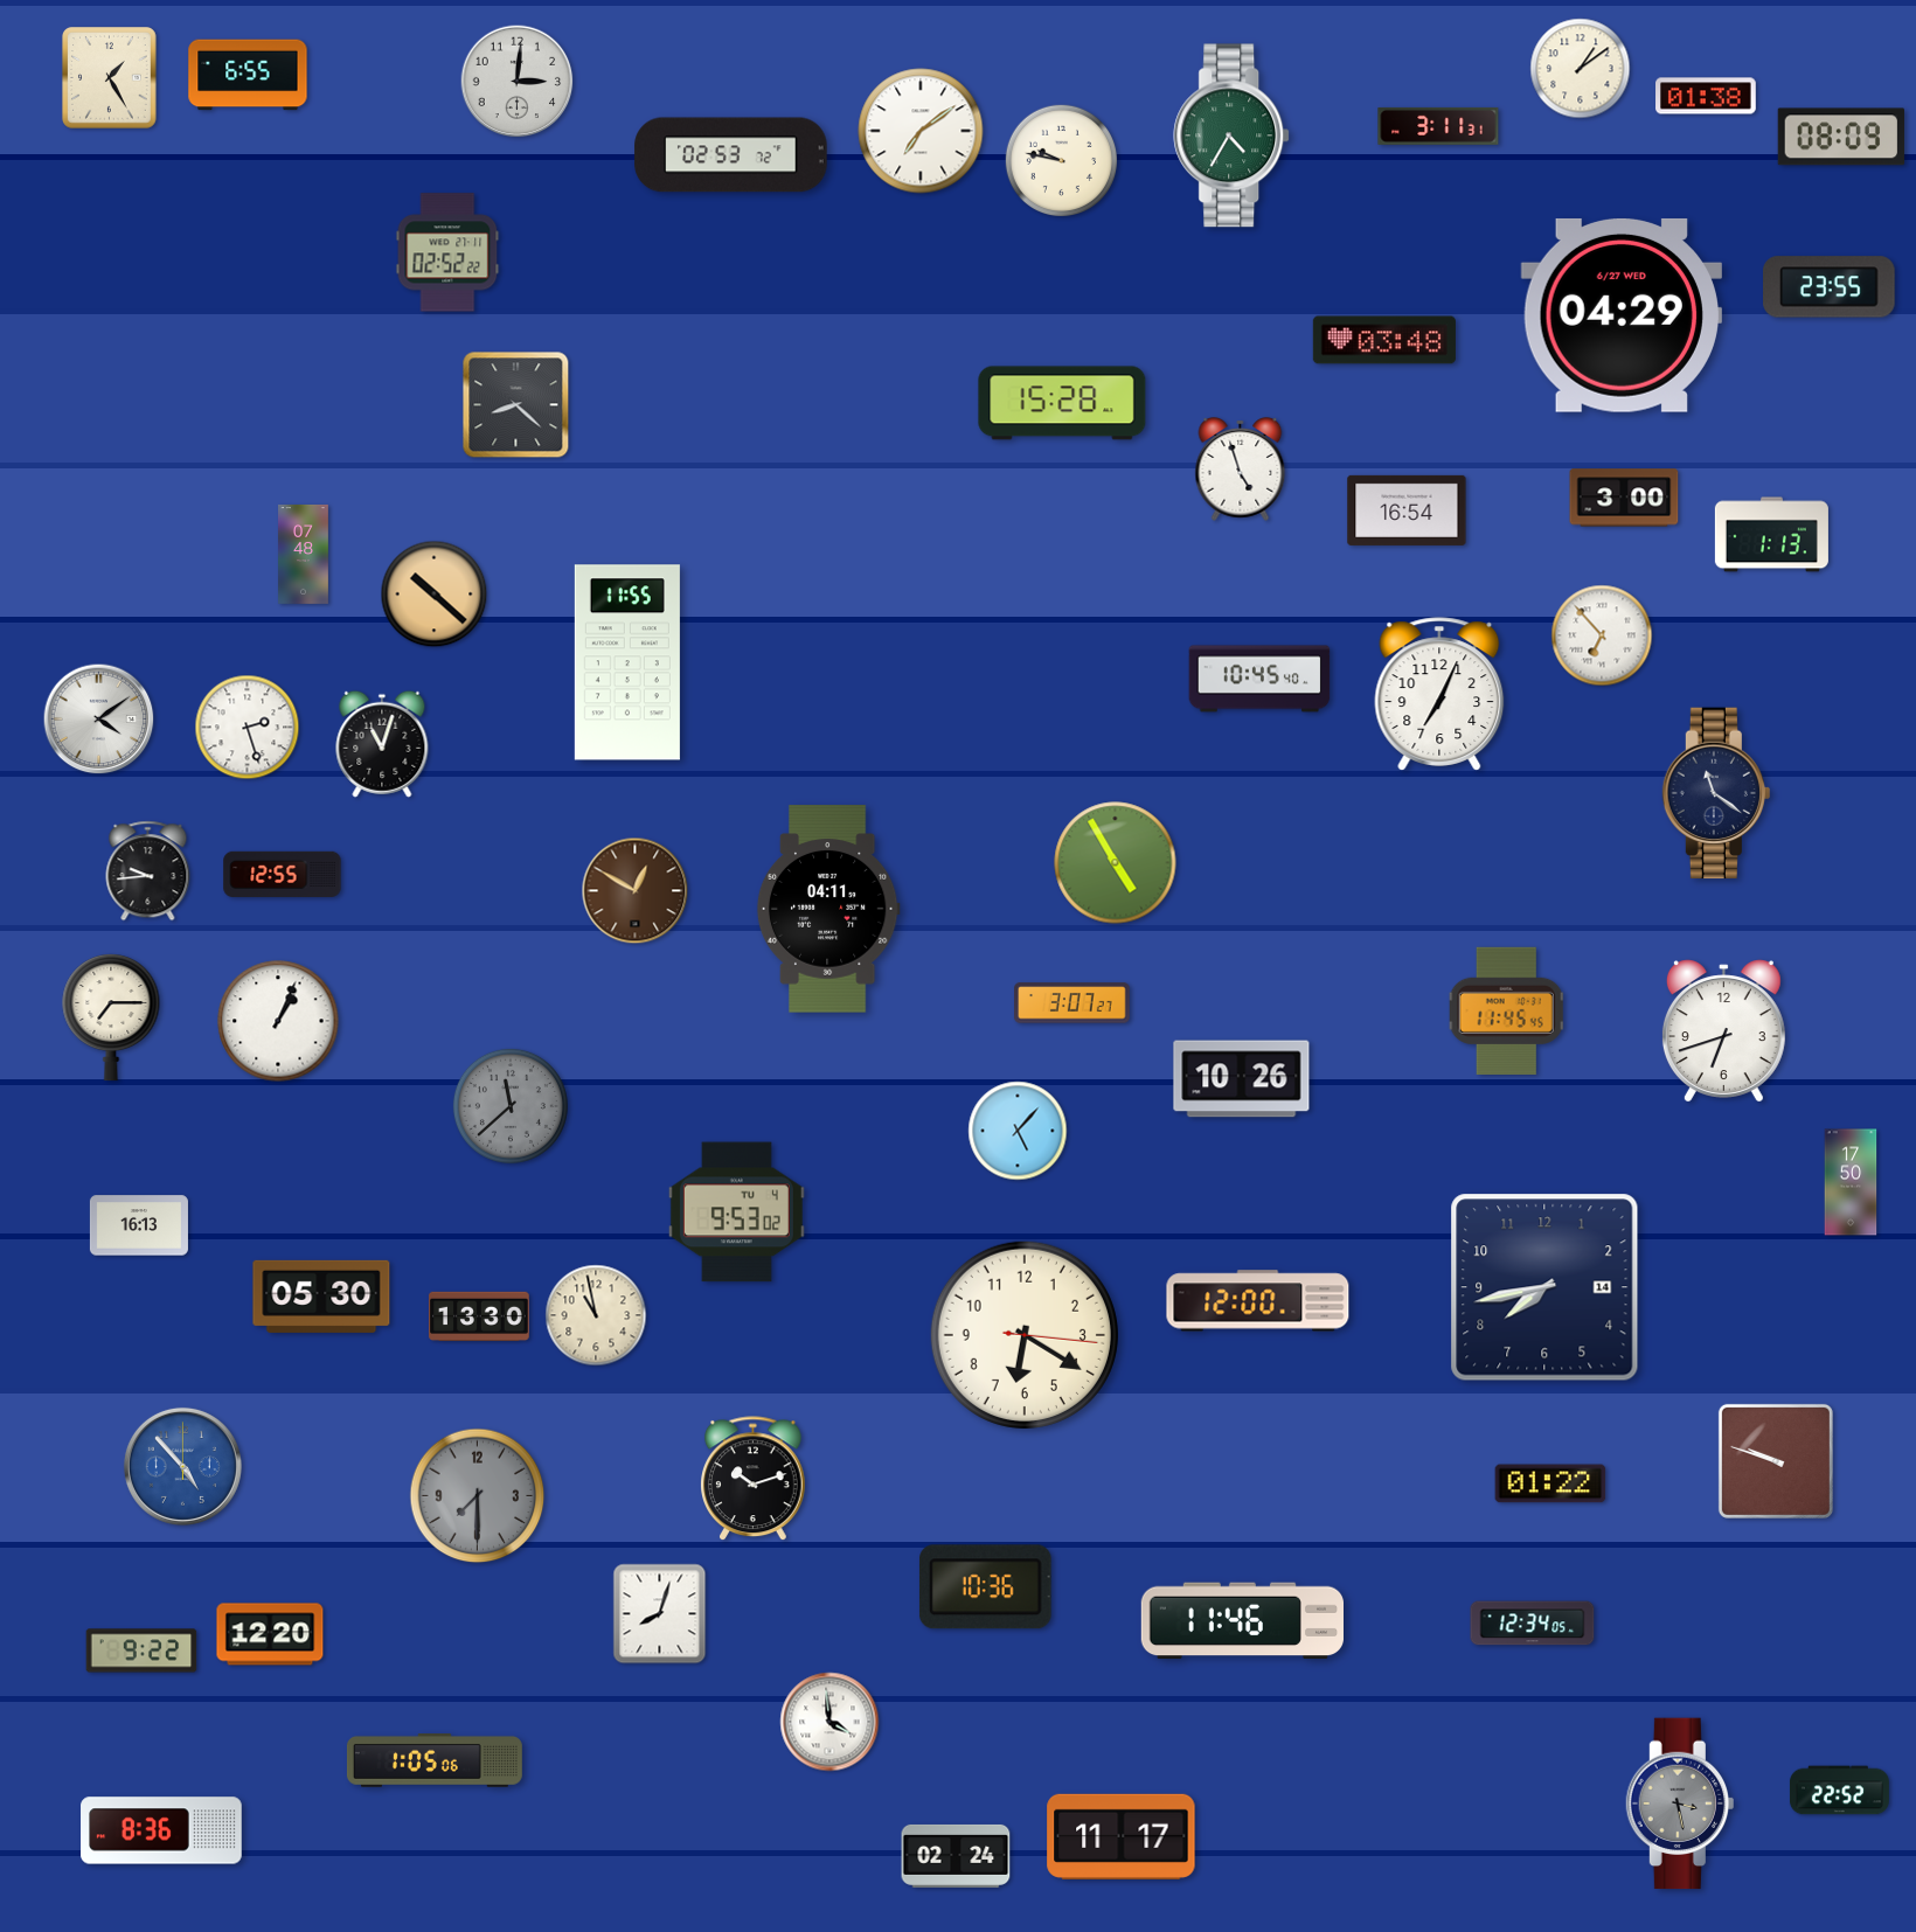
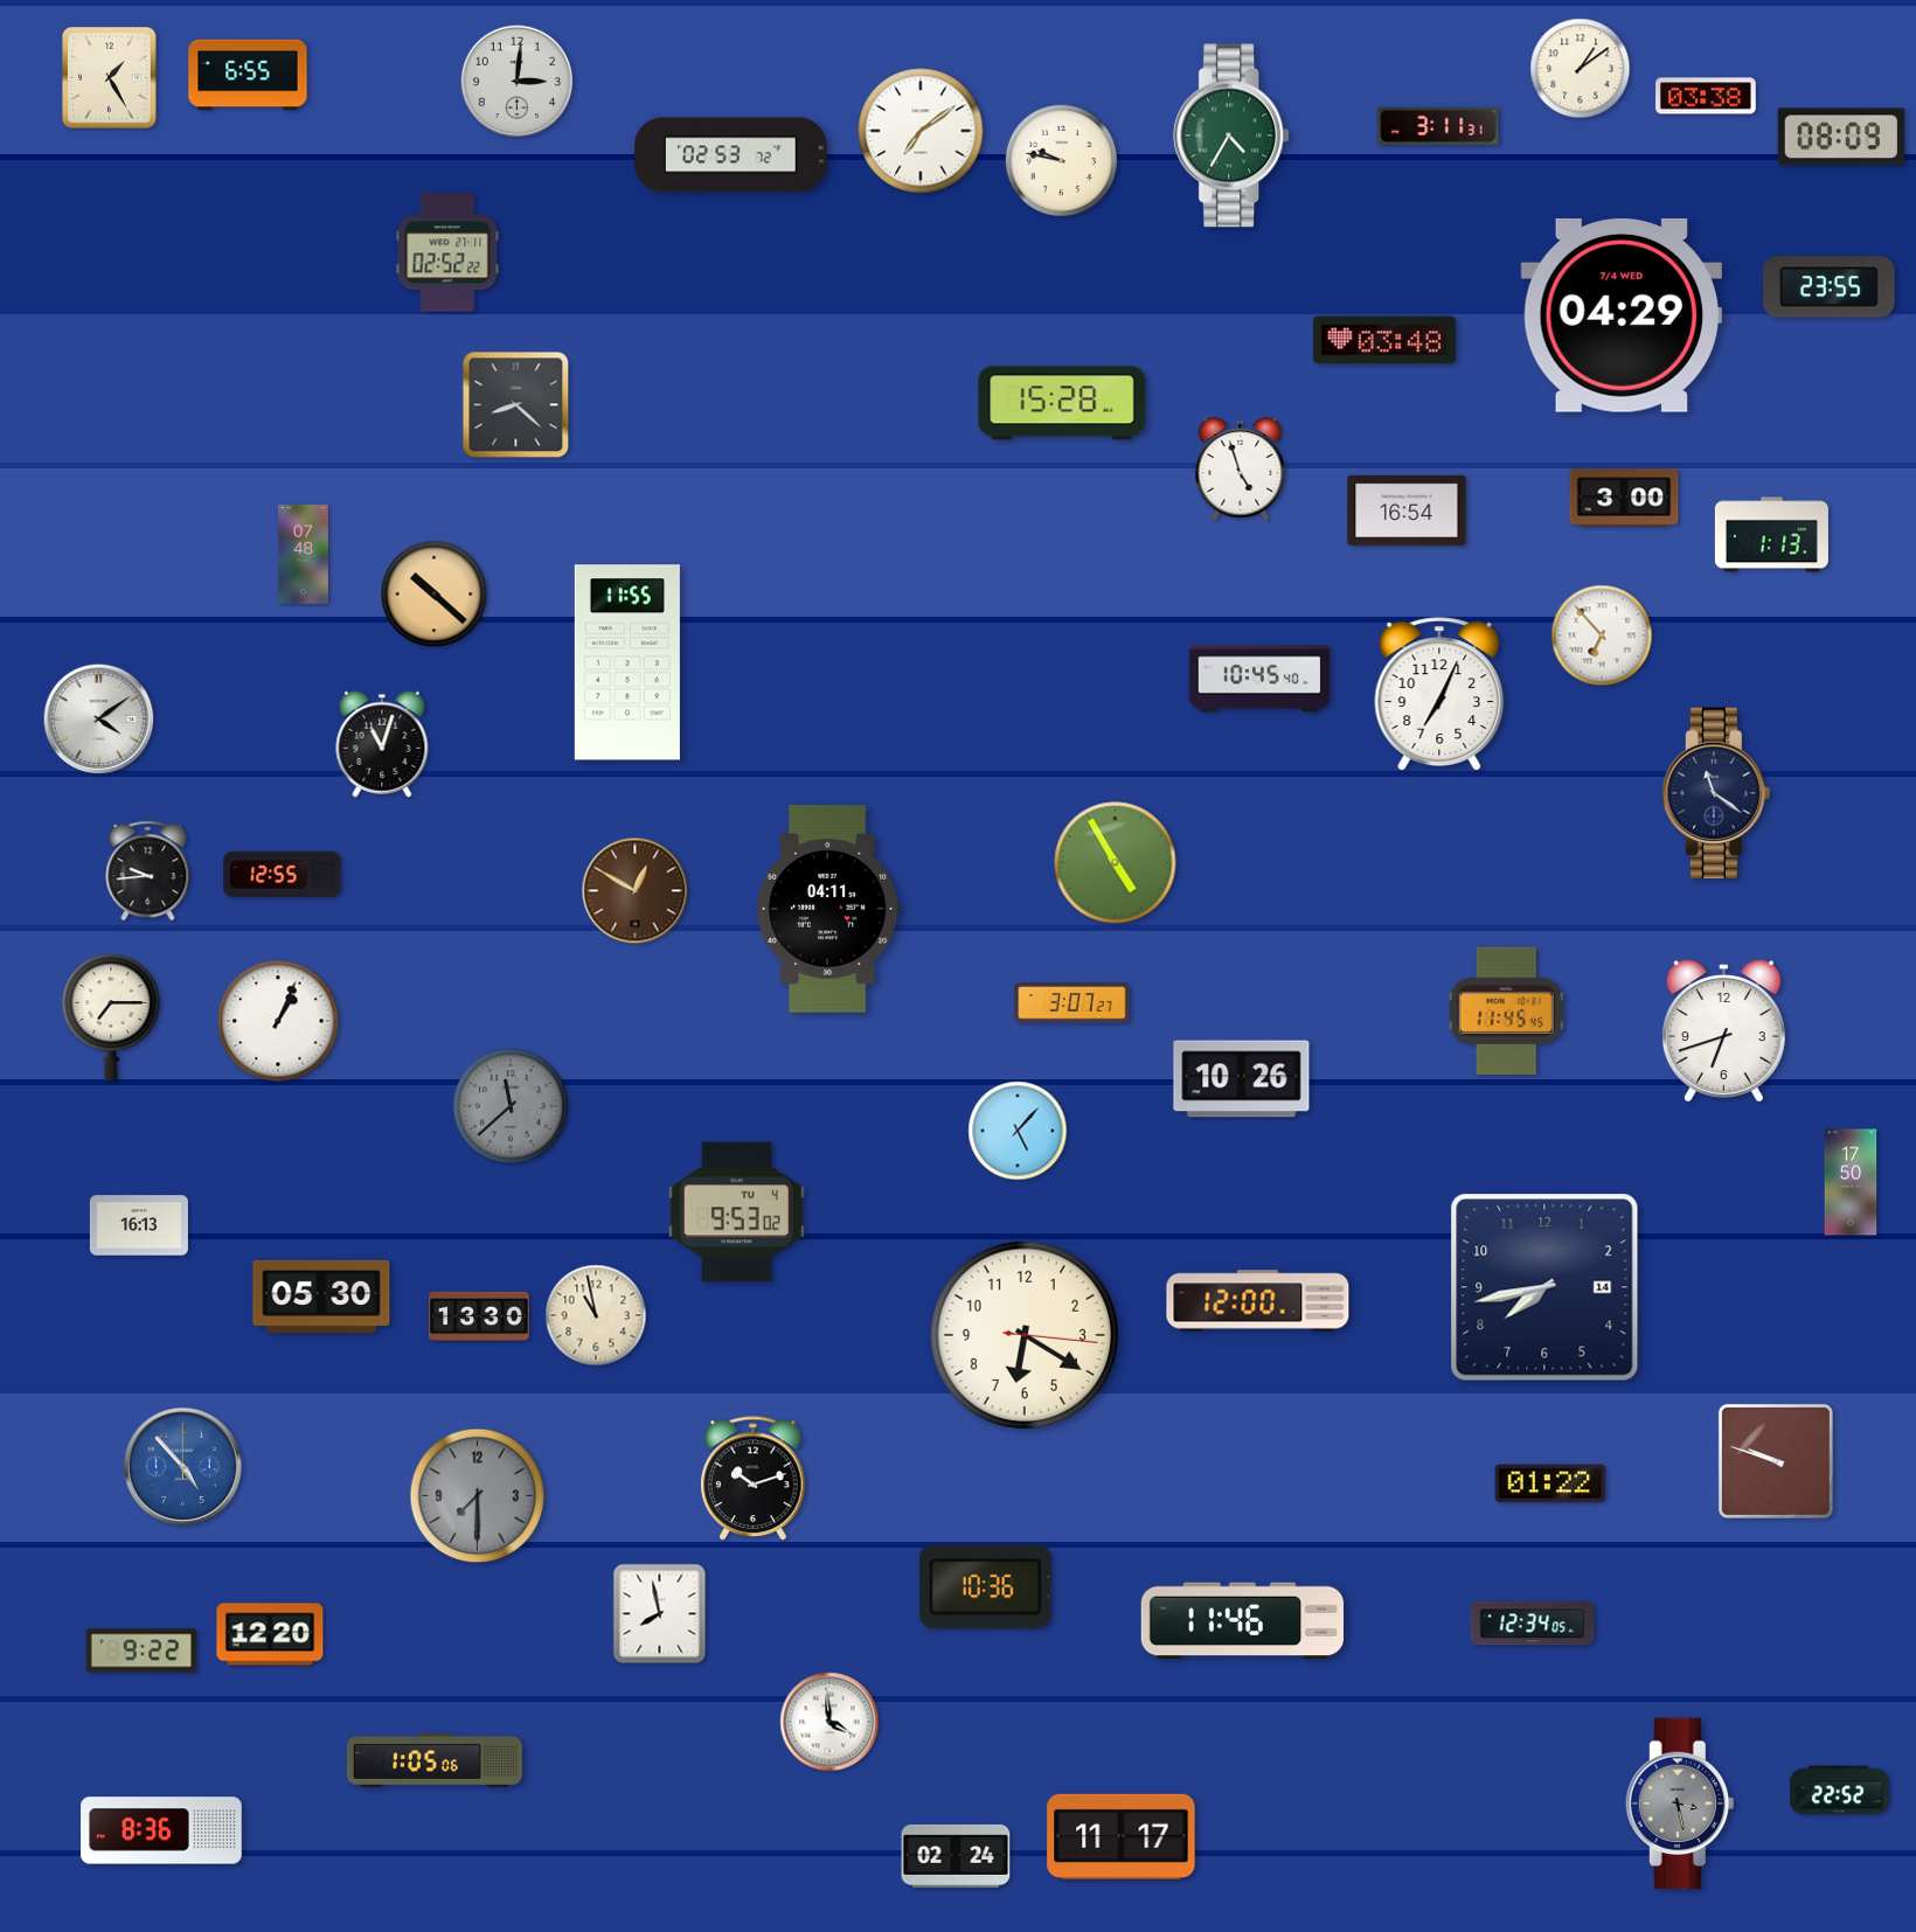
clock at (1706, 96): 01:38 -> 03:38
clock at (1622, 315) date: 6/27 WED -> 7/4 WED
clock at (248, 728): 2:27 -> none
clock at (660, 1614): 8:03 -> 7:58
